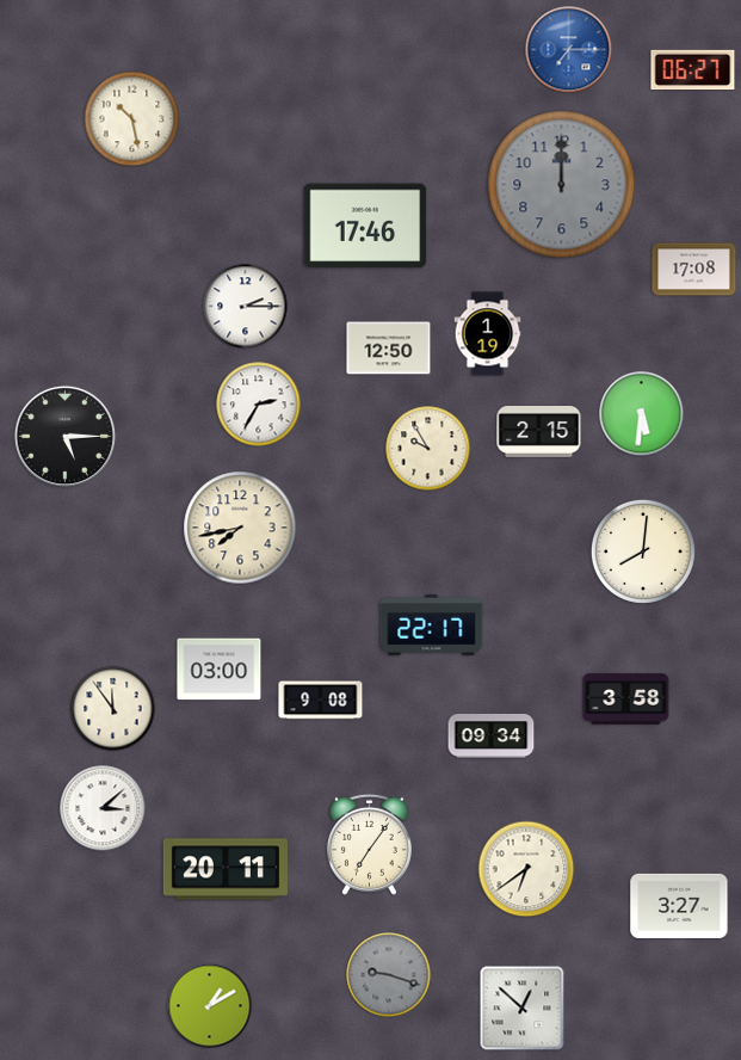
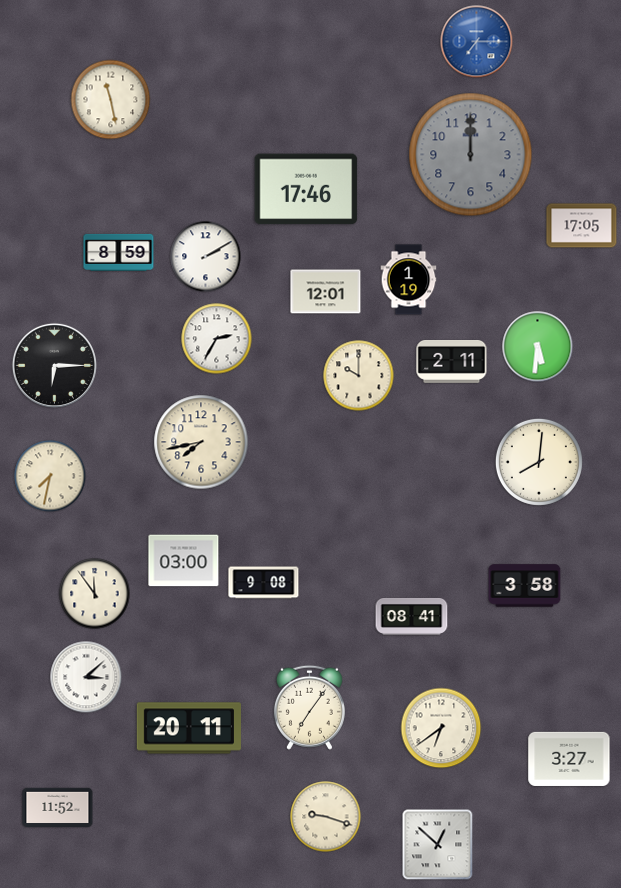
clock at (693, 70): 06:27 -> none
clock at (132, 119): 10:28 -> 11:28
clock at (694, 270): 17:08 -> 17:05
clock at (119, 252): none -> 8:59
clock at (246, 307): 2:15 -> 2:10
clock at (389, 349): 12:50 -> 12:01
clock at (539, 432): 2:15 -> 2:11
clock at (64, 436): 5:15 -> 6:15
clock at (428, 449): 9:55 -> 10:00
clock at (50, 476): none -> 7:32
clock at (432, 625): 22:17 -> none
clock at (321, 701) position: (321, 701) -> (264, 583)
clock at (492, 735): 09:34 -> 08:41
clock at (58, 808): none -> 11:52
clock at (389, 975) dial: grey -> cream
clock at (210, 1006): 1:10 -> none
